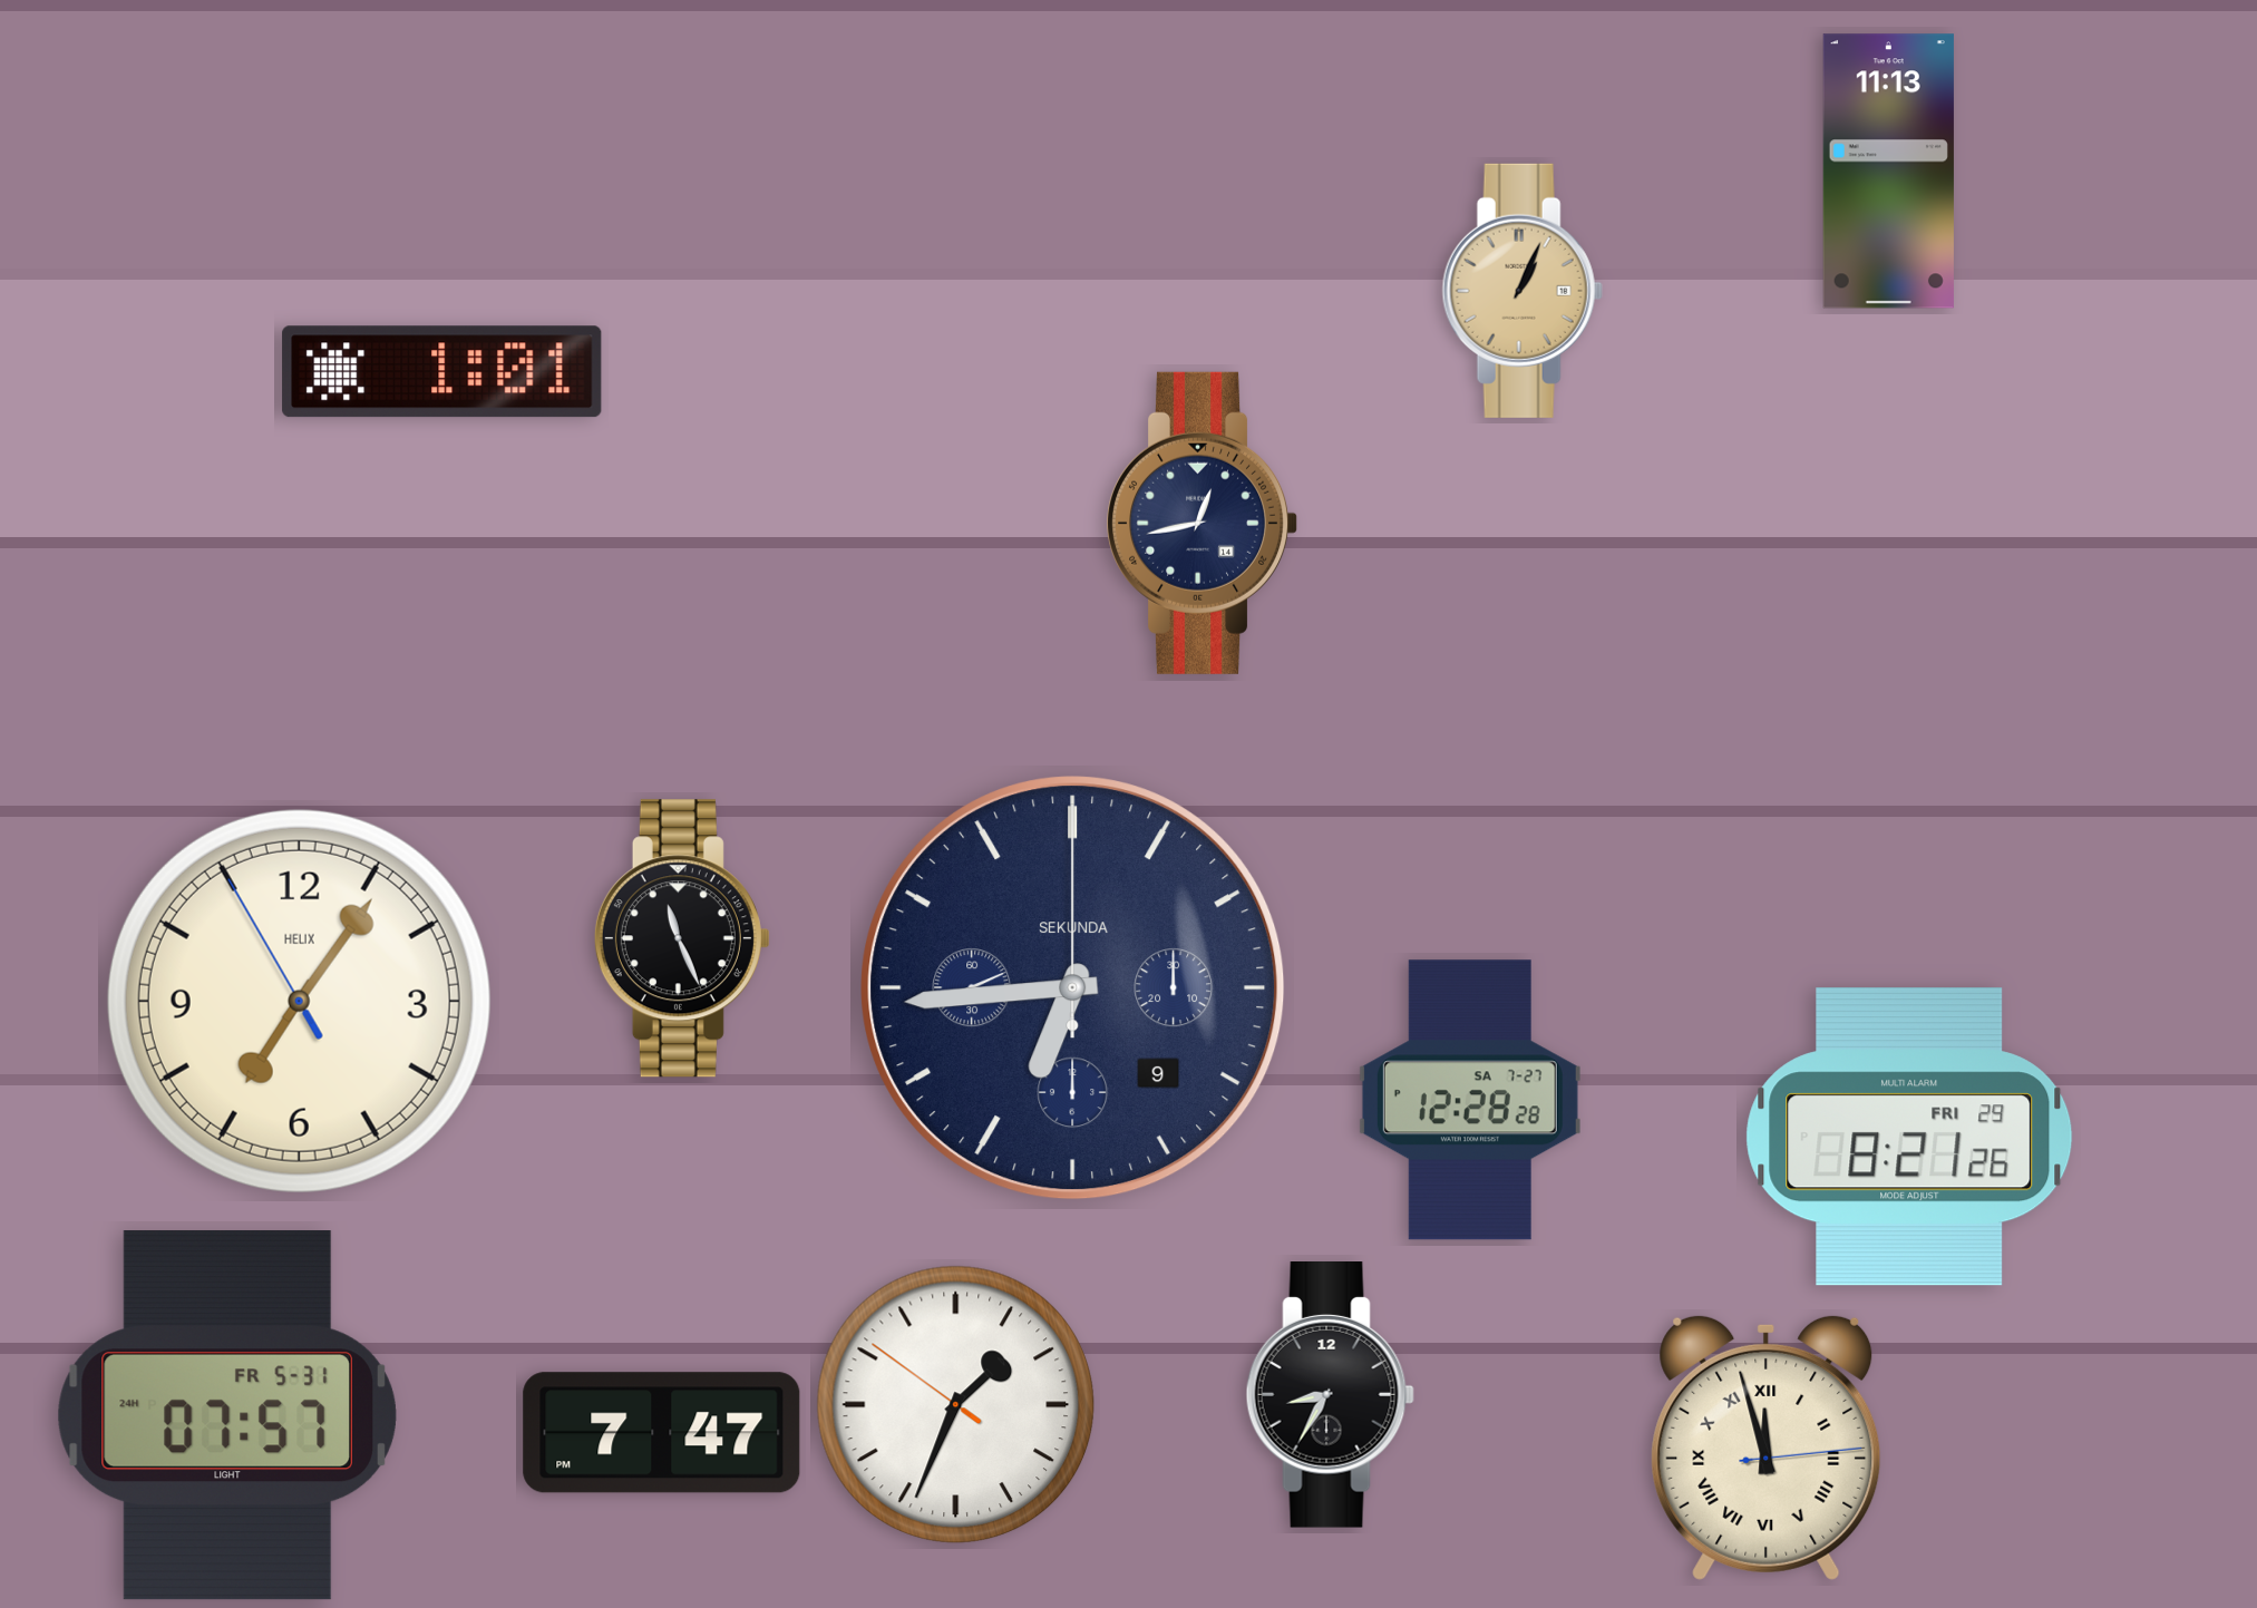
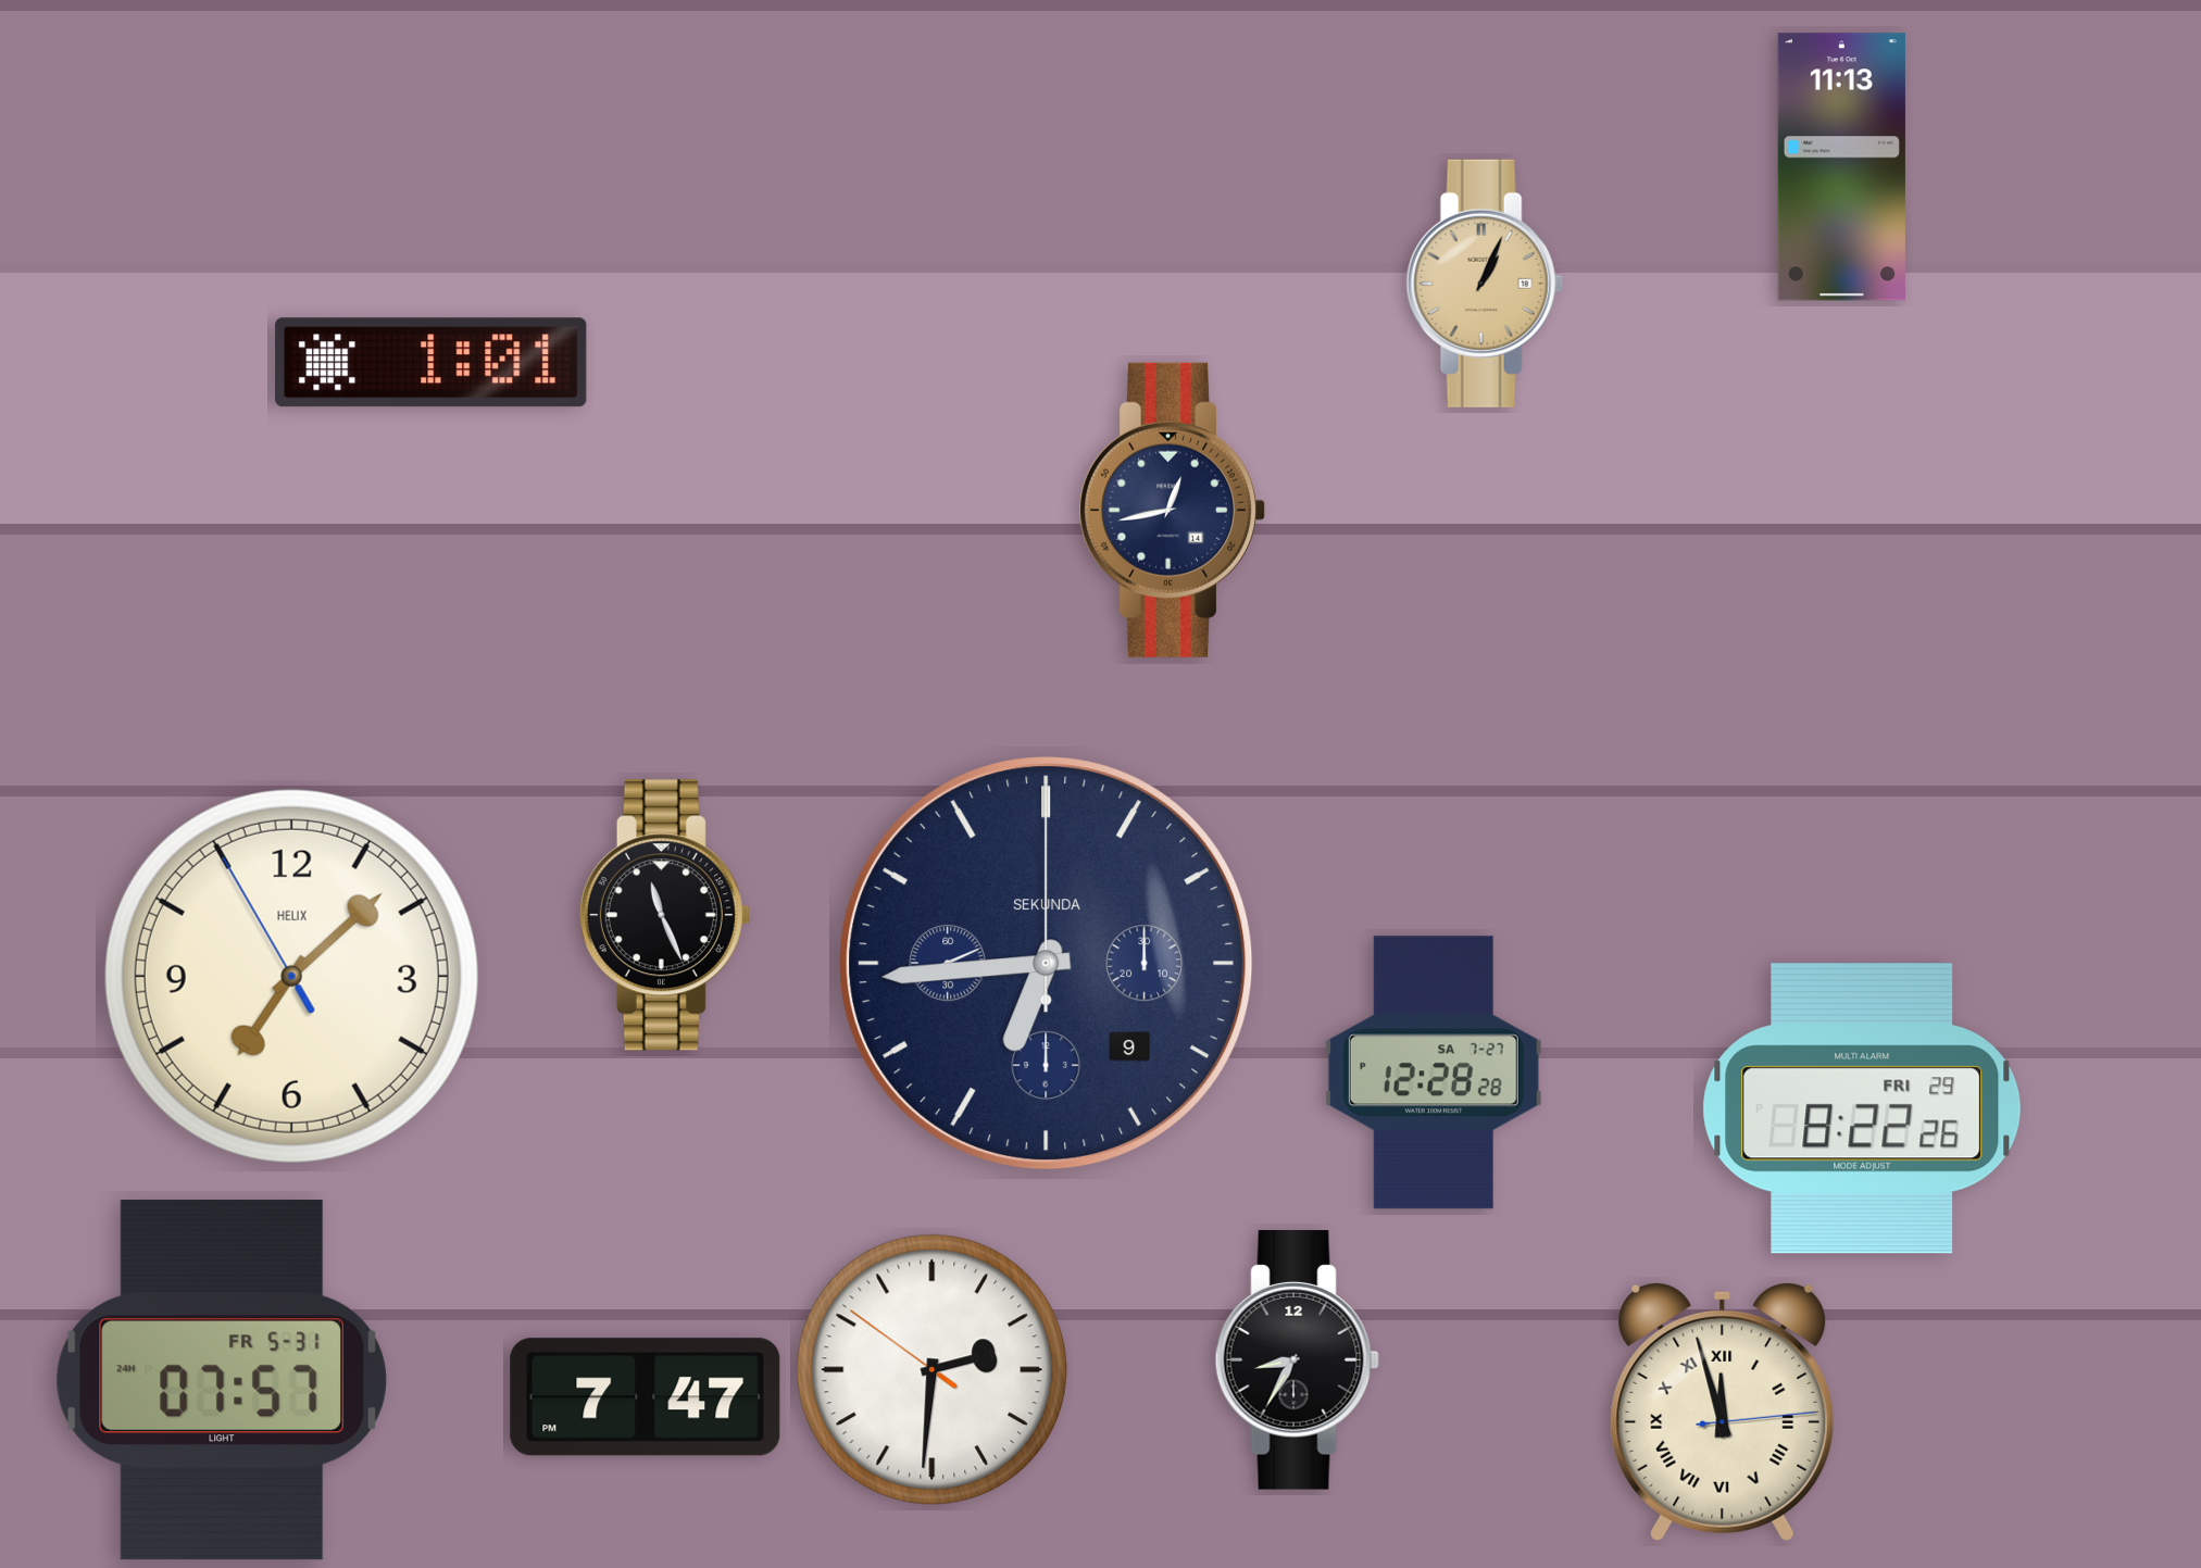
clock at (299, 1001): 7:05 -> 7:07
clock at (1909, 1137): 8:21 -> 8:22
clock at (956, 1405): 1:33 -> 2:30
